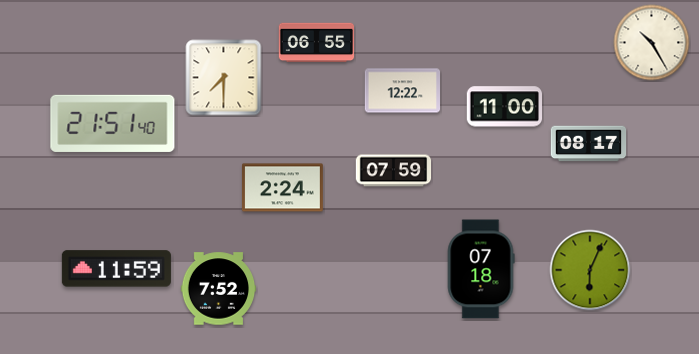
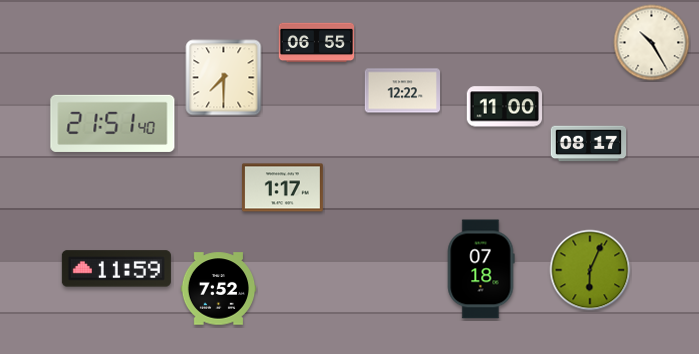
clock at (394, 171): 07:59 -> none
clock at (282, 188): 2:24 -> 1:17
